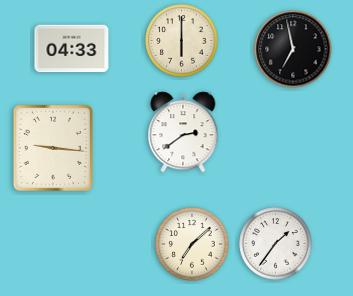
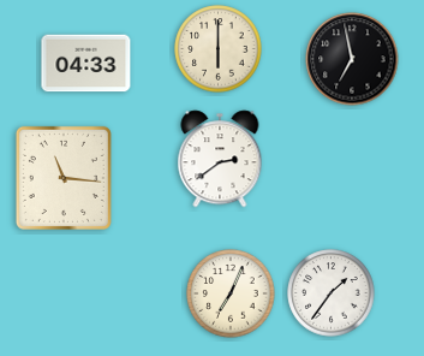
clock at (72, 49) position: (72, 49) -> (86, 64)
clock at (53, 148): 9:16 -> 11:16
clock at (192, 244): 7:08 -> 7:04
